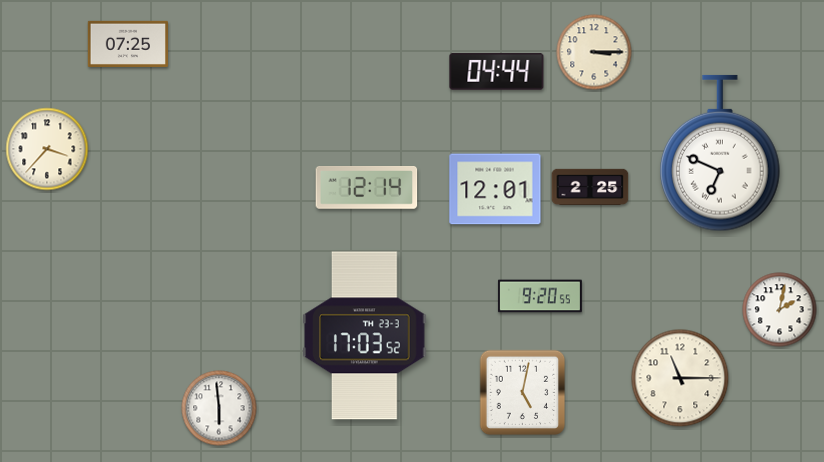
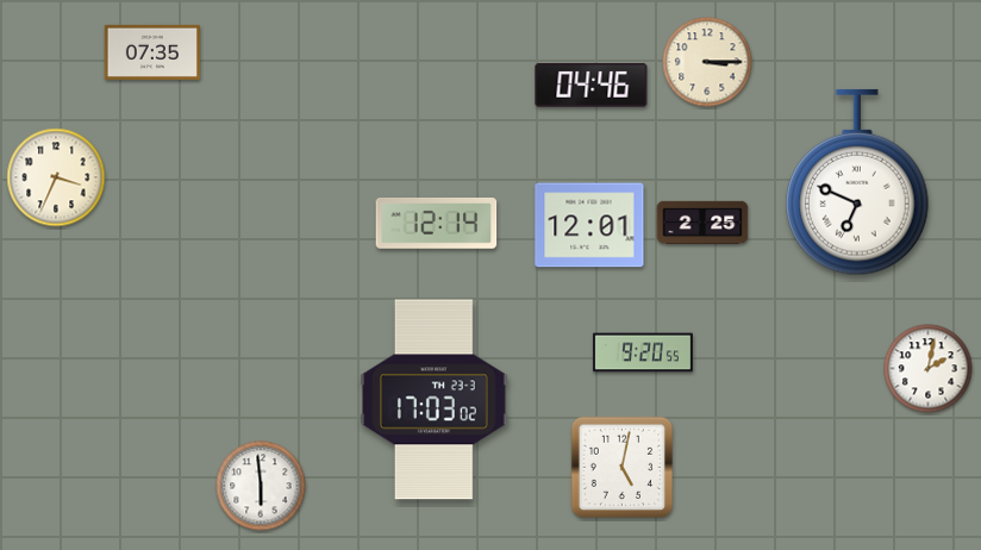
clock at (128, 44): 07:25 -> 07:35
clock at (497, 72): 04:44 -> 04:46
clock at (47, 149): 3:37 -> 3:34
clock at (365, 336): 17:03:52 -> 17:03:02
clock at (680, 378): 11:15 -> none
